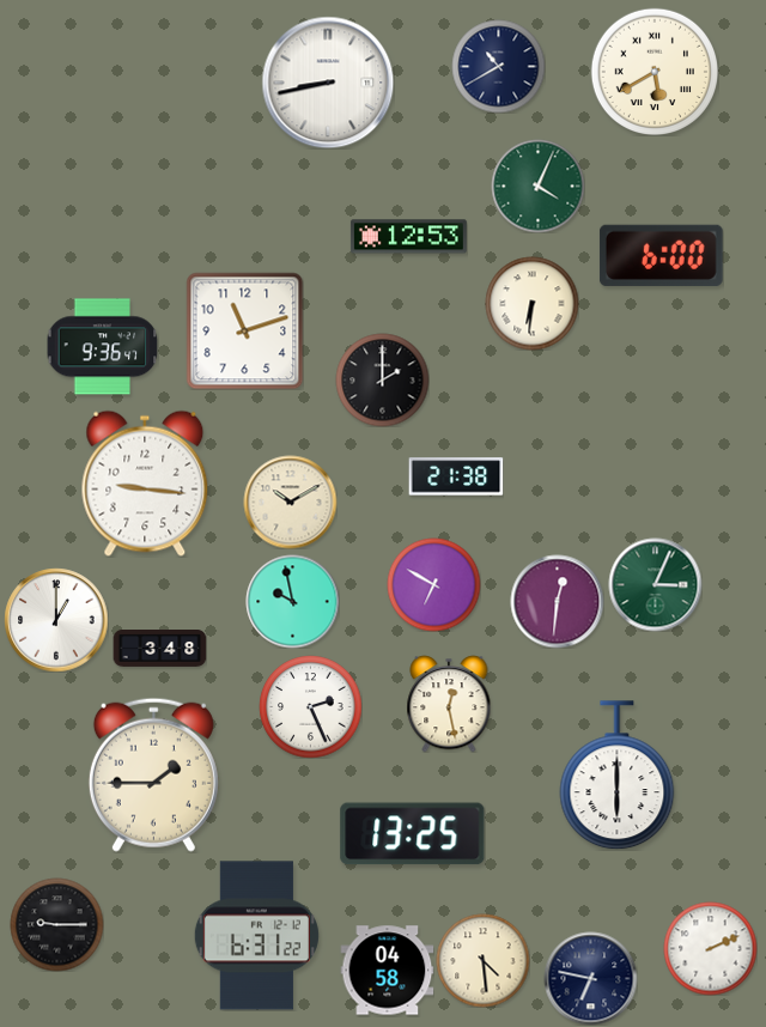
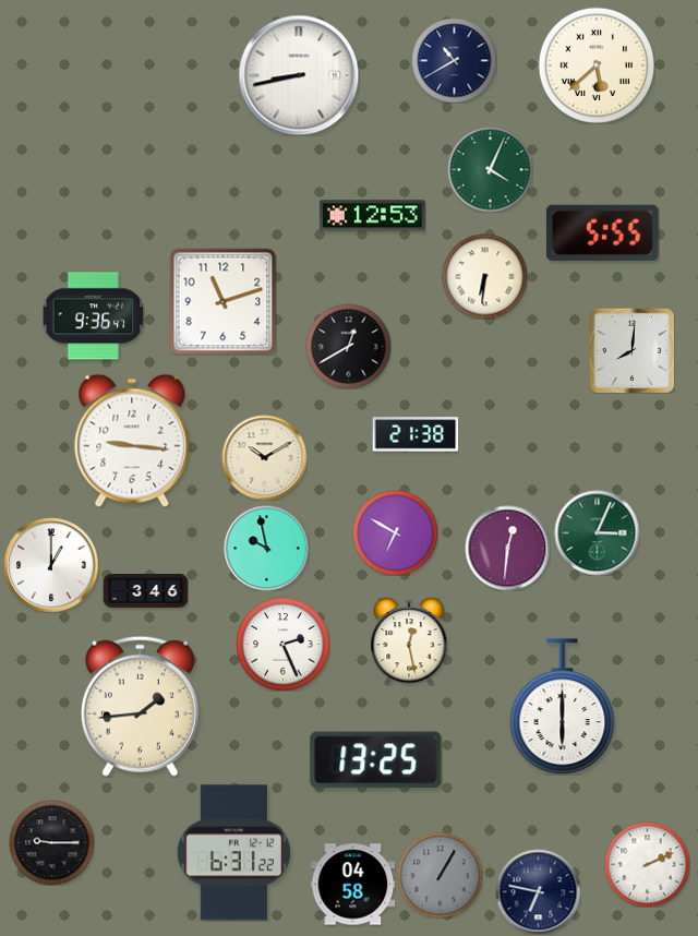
clock at (653, 71): 5:40 -> 5:38
clock at (661, 255): 6:00 -> 5:55
clock at (382, 379): 2:00 -> 12:40
clock at (631, 350): none -> 8:01
clock at (159, 649): 3:48 -> 3:46
clock at (153, 774): 1:45 -> 1:44
clock at (482, 960): 4:29 -> 1:05
clock at (482, 960) dial: cream -> grey
